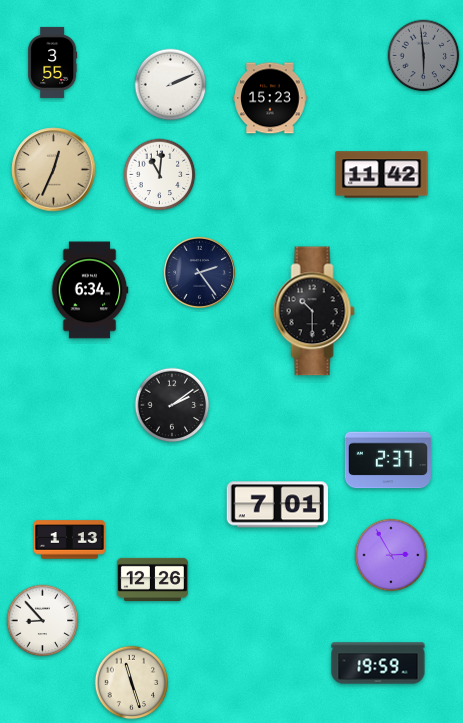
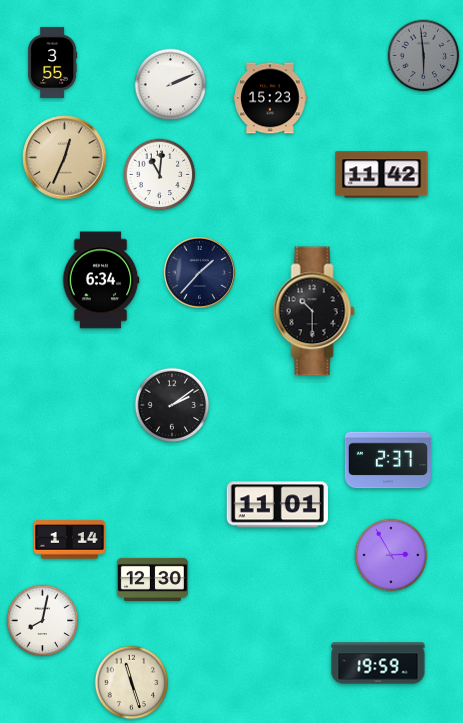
clock at (54, 170) position: (54, 170) -> (65, 158)
clock at (199, 272): 2:24 -> 1:37
clock at (90, 290) position: (90, 290) -> (101, 280)
clock at (277, 505): 7:01 -> 11:01
clock at (69, 540): 1:13 -> 1:14
clock at (152, 579): 12:26 -> 12:30
clock at (43, 621): 8:53 -> 8:02
